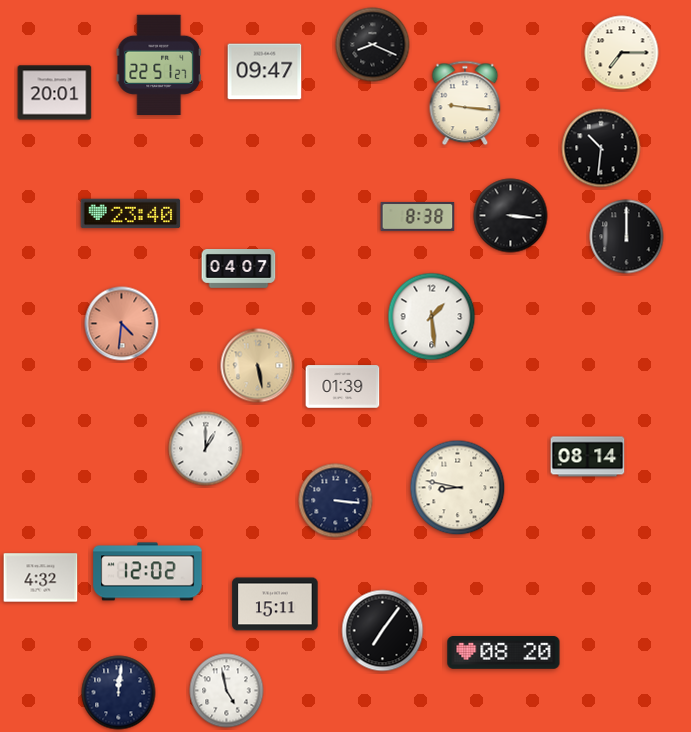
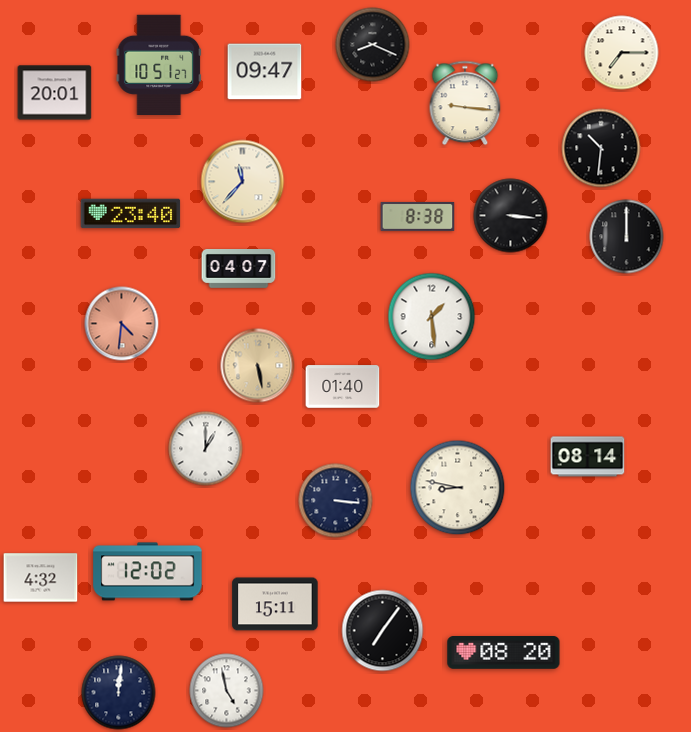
clock at (159, 64): 22:51 -> 10:51
clock at (243, 182): none -> 11:37
clock at (343, 387): 01:39 -> 01:40
